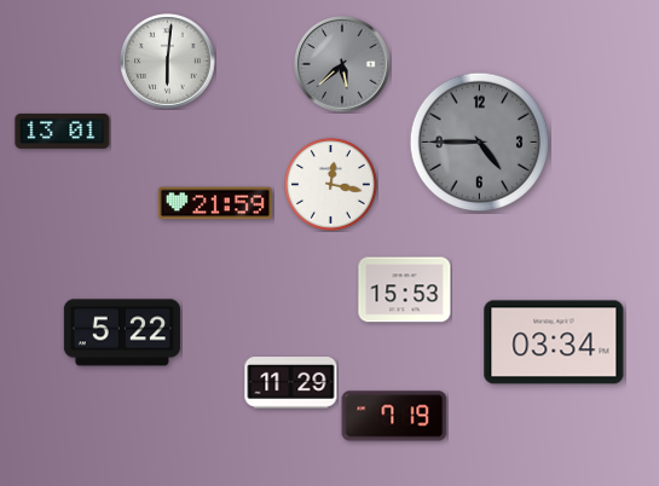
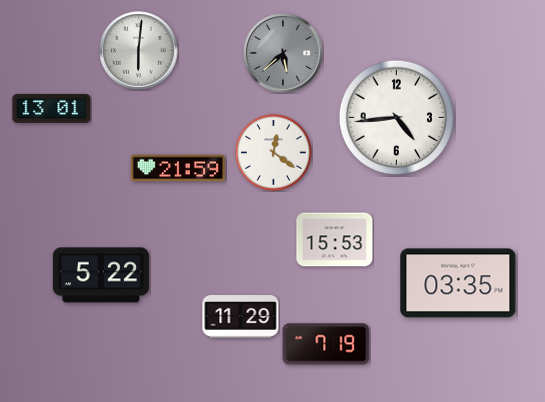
clock at (480, 143): 4:45 -> 4:44
clock at (480, 143) dial: grey -> white
clock at (330, 184): 12:17 -> 12:21
clock at (554, 342): 03:34 -> 03:35
